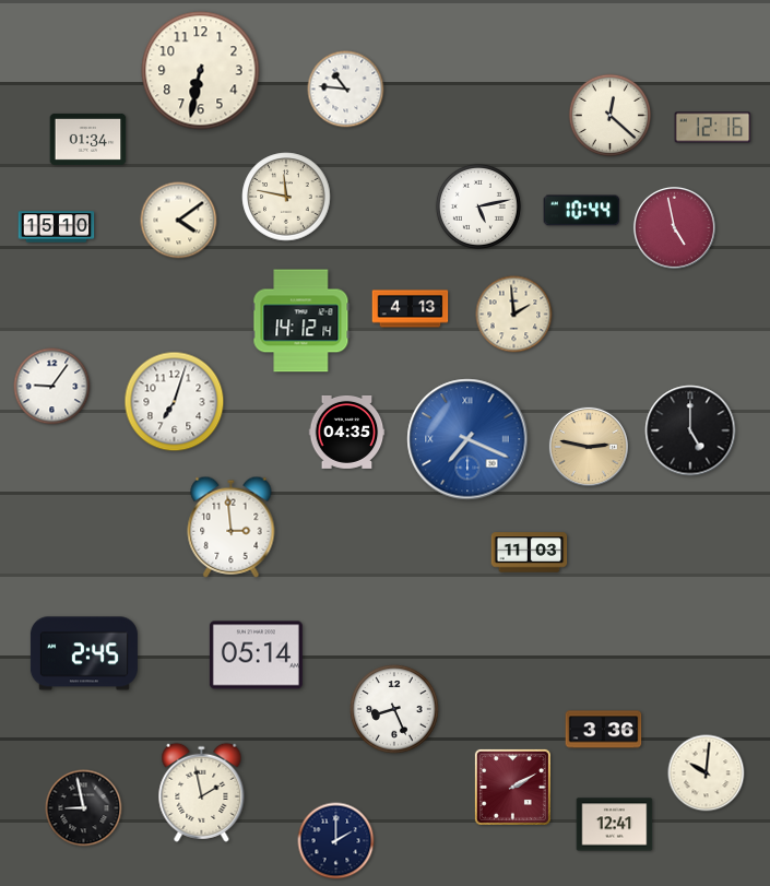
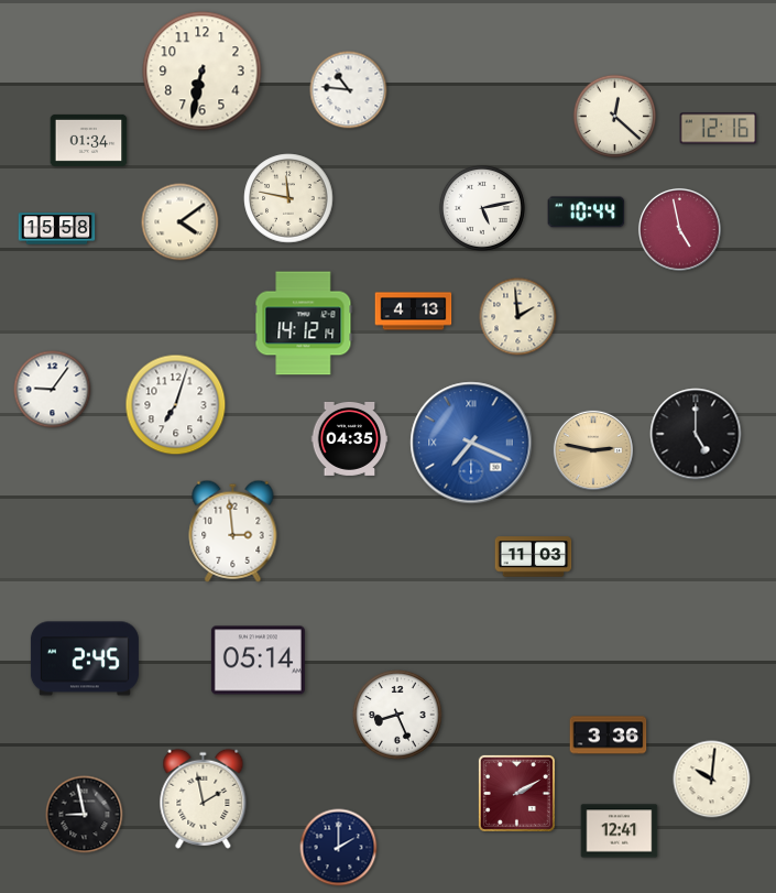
clock at (57, 227): 15:10 -> 15:58
clock at (347, 432) position: (347, 432) -> (350, 438)
